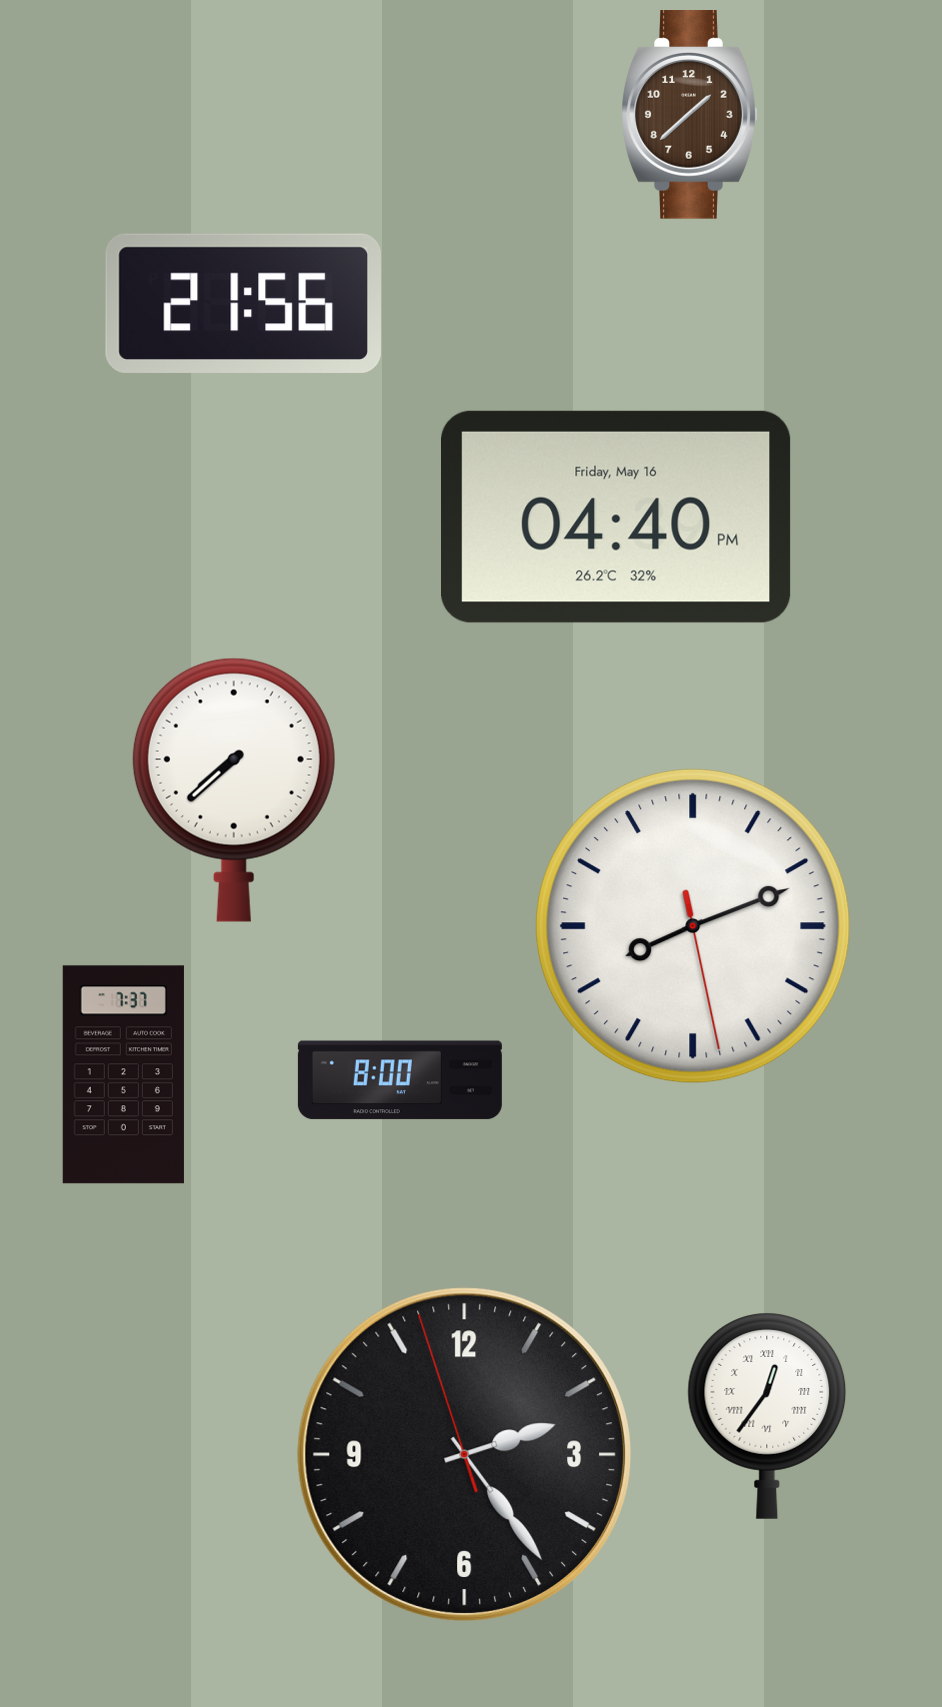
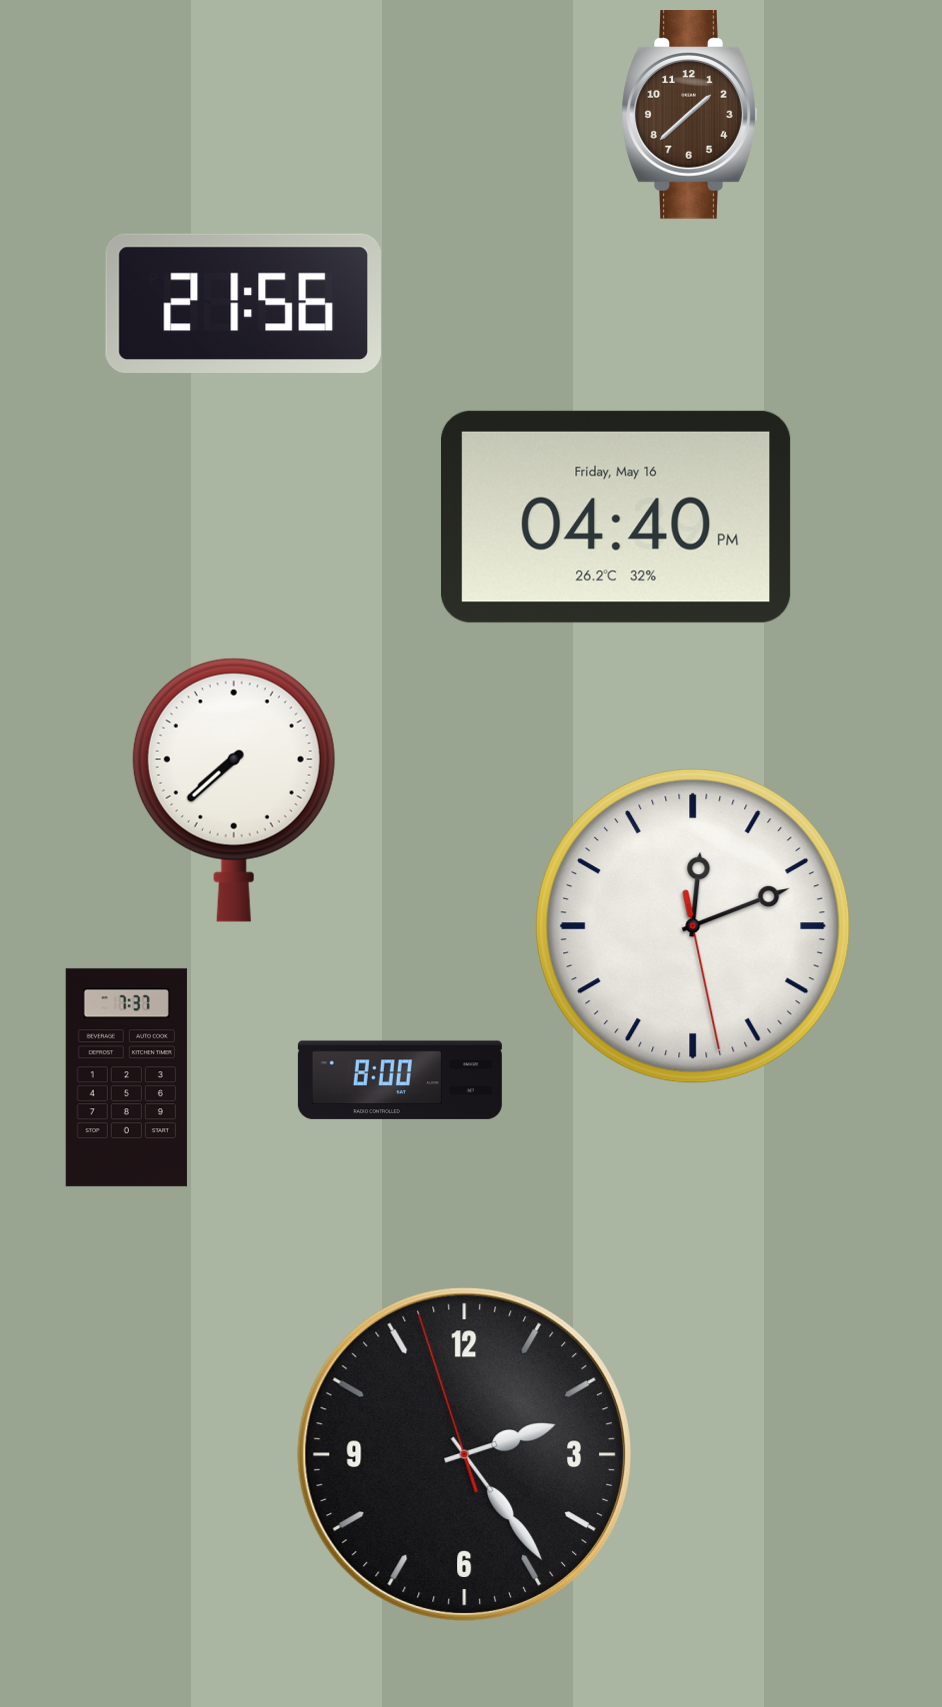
clock at (693, 926): 8:11 -> 12:11
clock at (123, 1075) position: (123, 1075) -> (126, 1078)
clock at (767, 1416): 12:36 -> none
